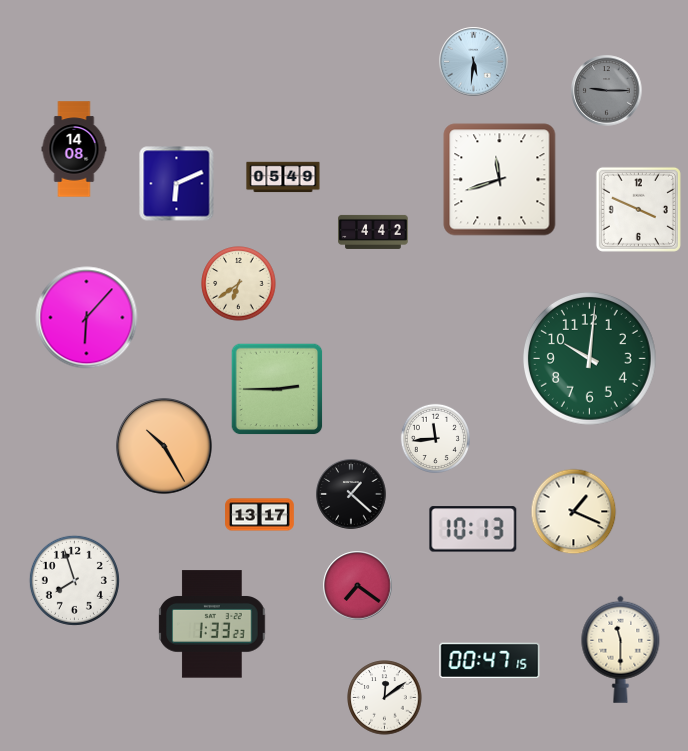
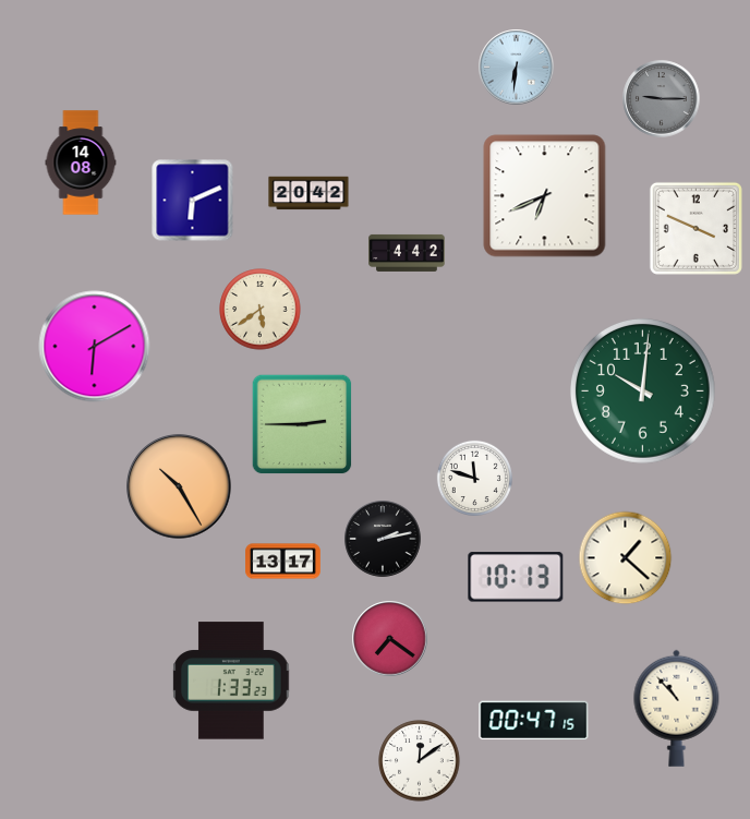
clock at (474, 62): 5:31 -> 6:31
clock at (283, 177): 05:49 -> 20:42
clock at (500, 180): 11:42 -> 6:41
clock at (239, 284): 6:39 -> 5:39
clock at (87, 318): 6:07 -> 6:10
clock at (435, 438): 11:44 -> 11:48
clock at (351, 494): 1:22 -> 2:13
clock at (574, 512): 1:19 -> 1:22
clock at (74, 580): 7:57 -> none
clock at (621, 649): 11:30 -> 10:53
